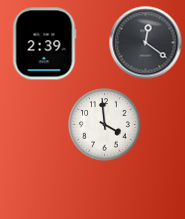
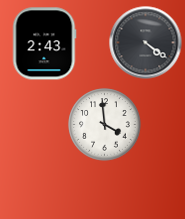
clock at (146, 43): 12:21 -> 4:21
clock at (44, 44): 2:39 -> 2:43
